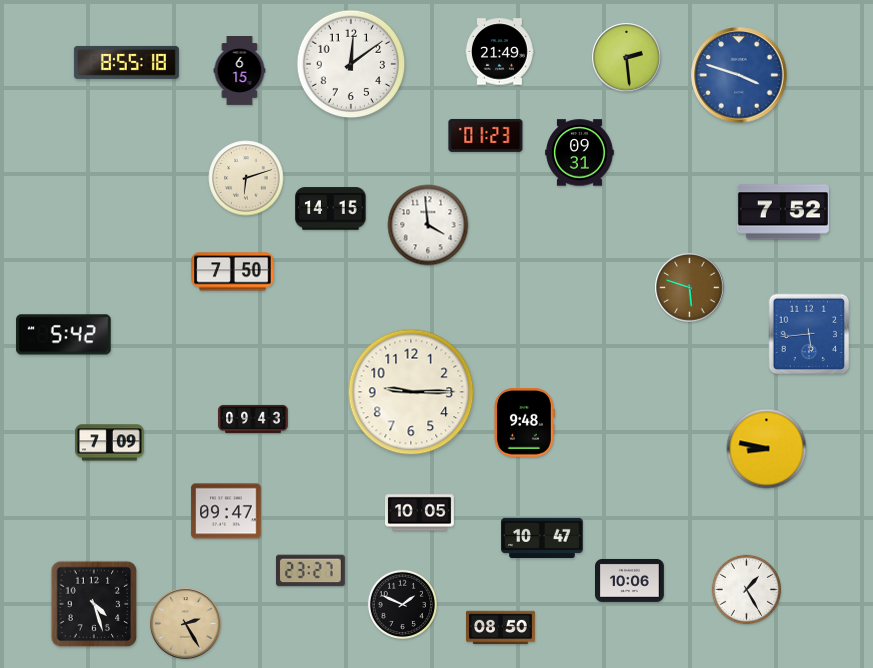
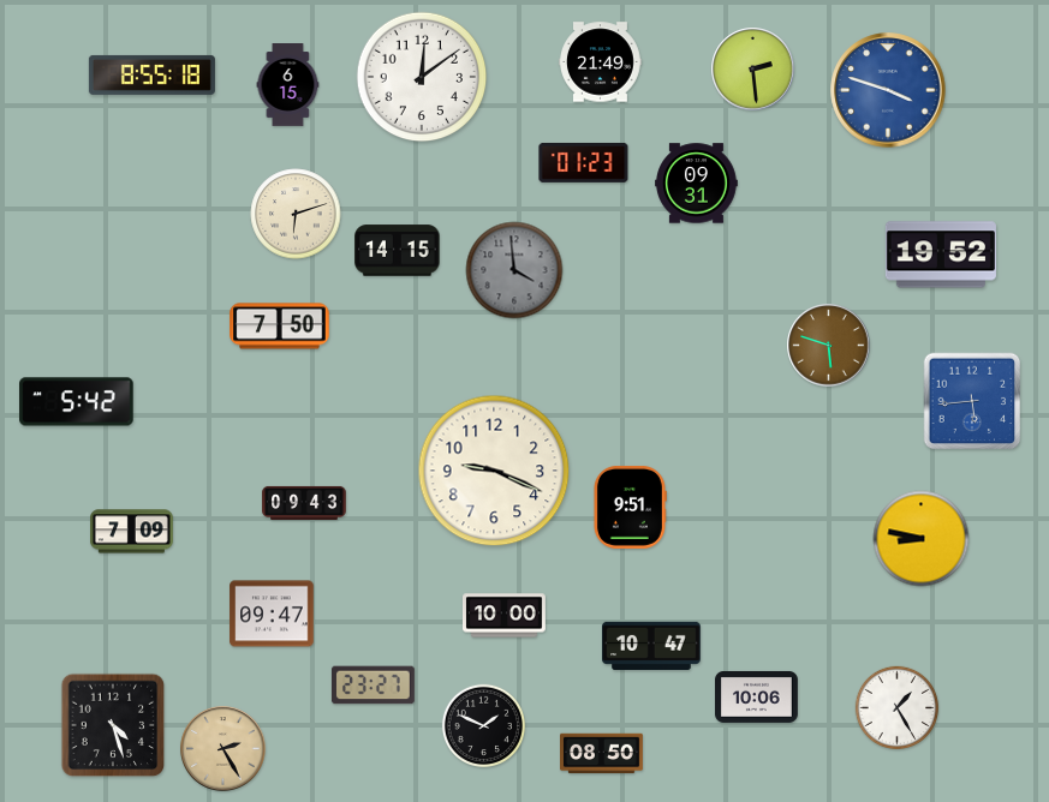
clock at (783, 212): 7:52 -> 19:52
clock at (428, 225) dial: white -> grey
clock at (411, 392): 9:15 -> 9:19
clock at (524, 422): 9:48 -> 9:51
clock at (420, 513): 10:05 -> 10:00
